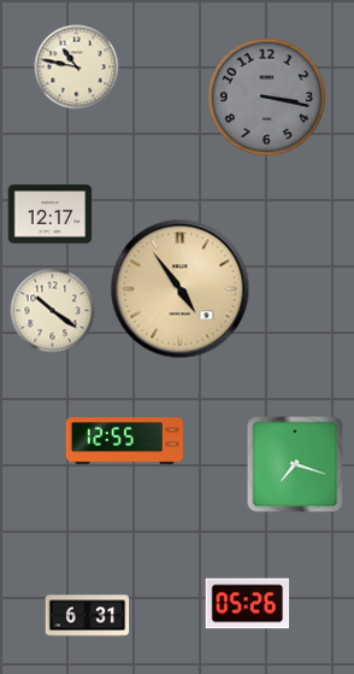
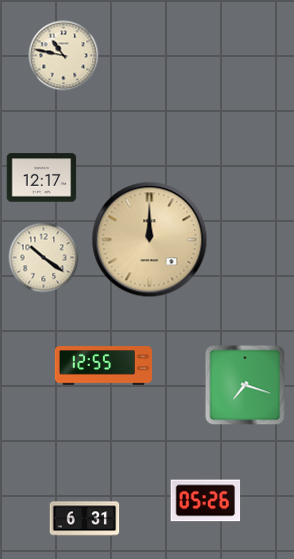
clock at (266, 96): 3:17 -> none
clock at (181, 289): 4:54 -> 12:00
clock at (88, 616) position: (88, 616) -> (85, 519)
